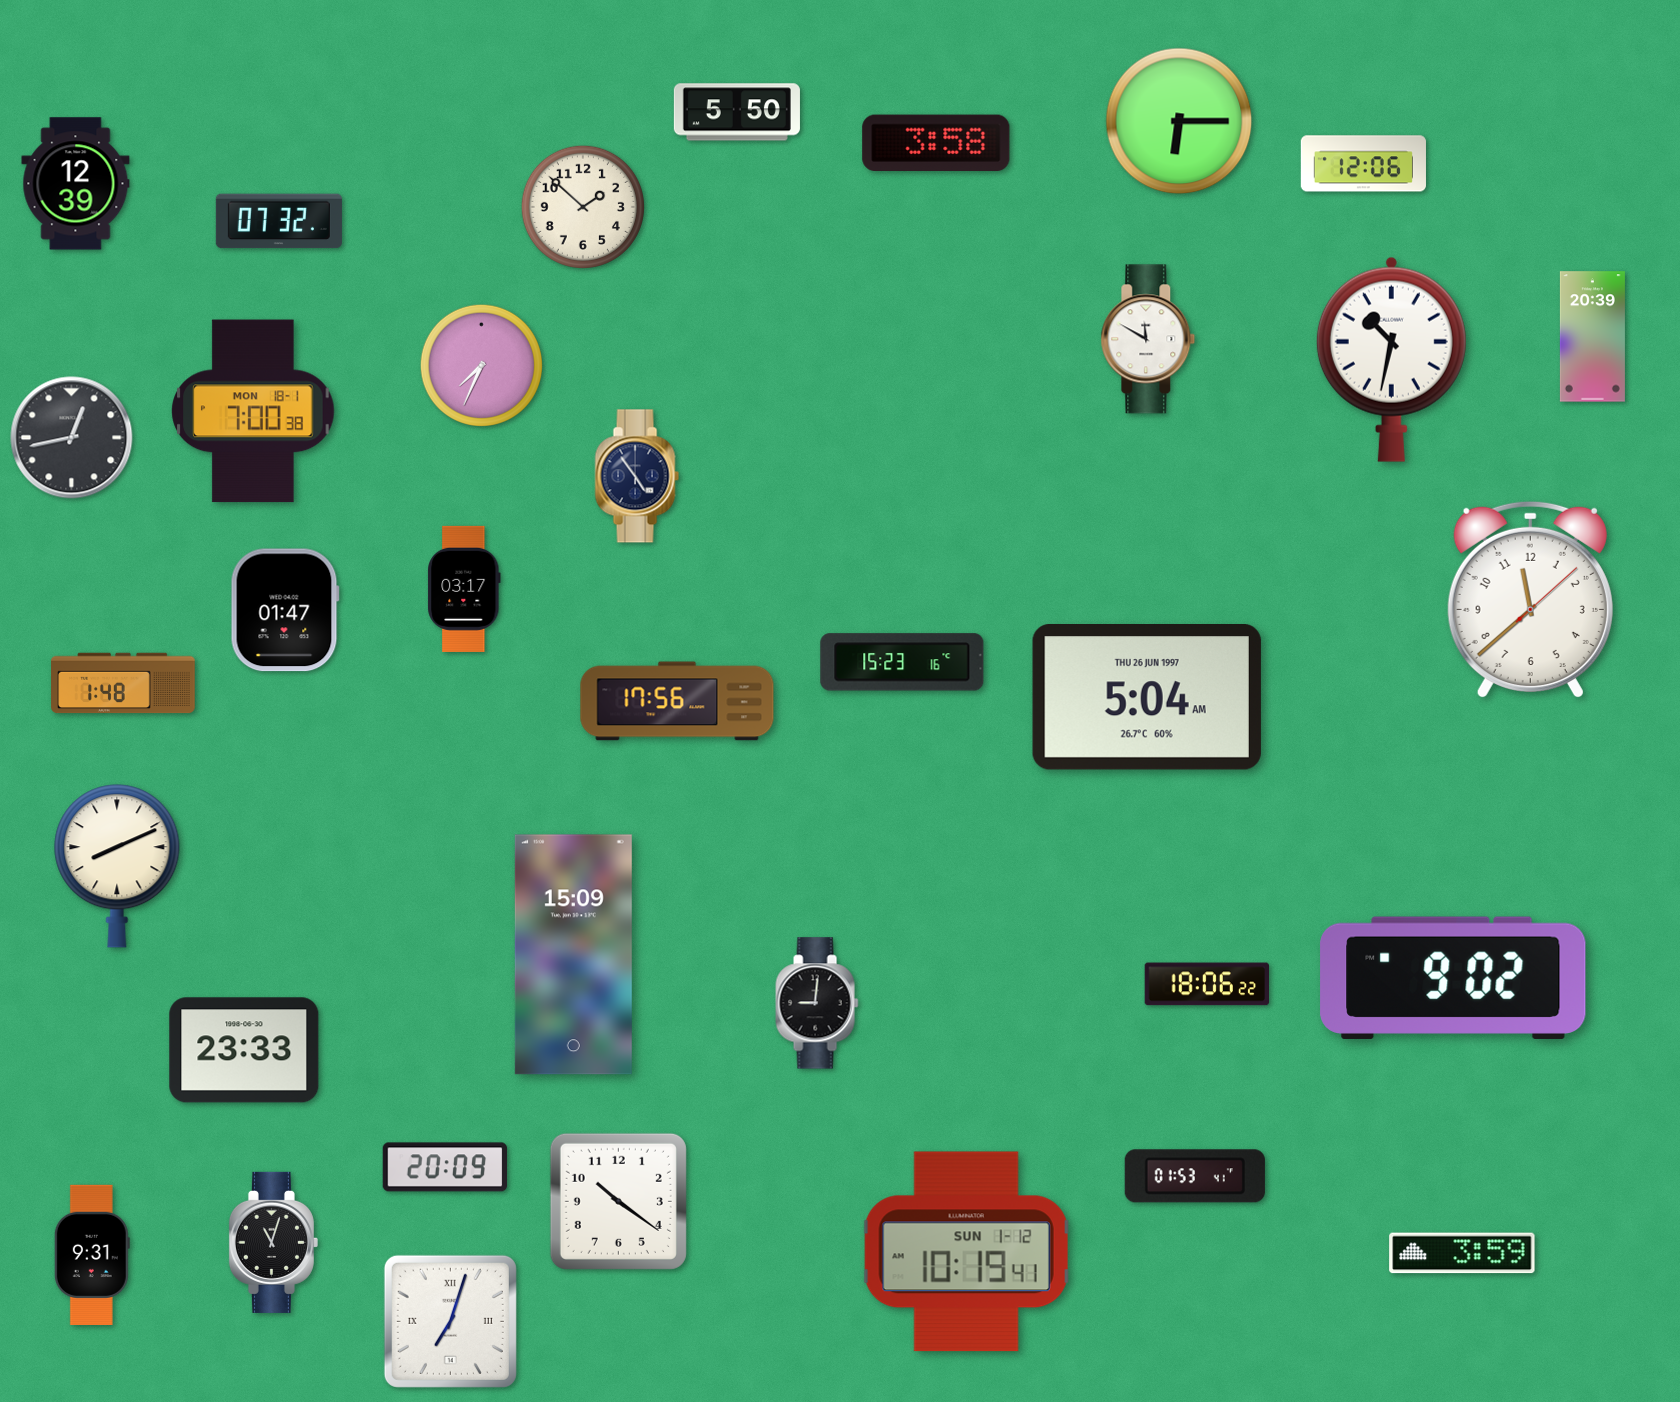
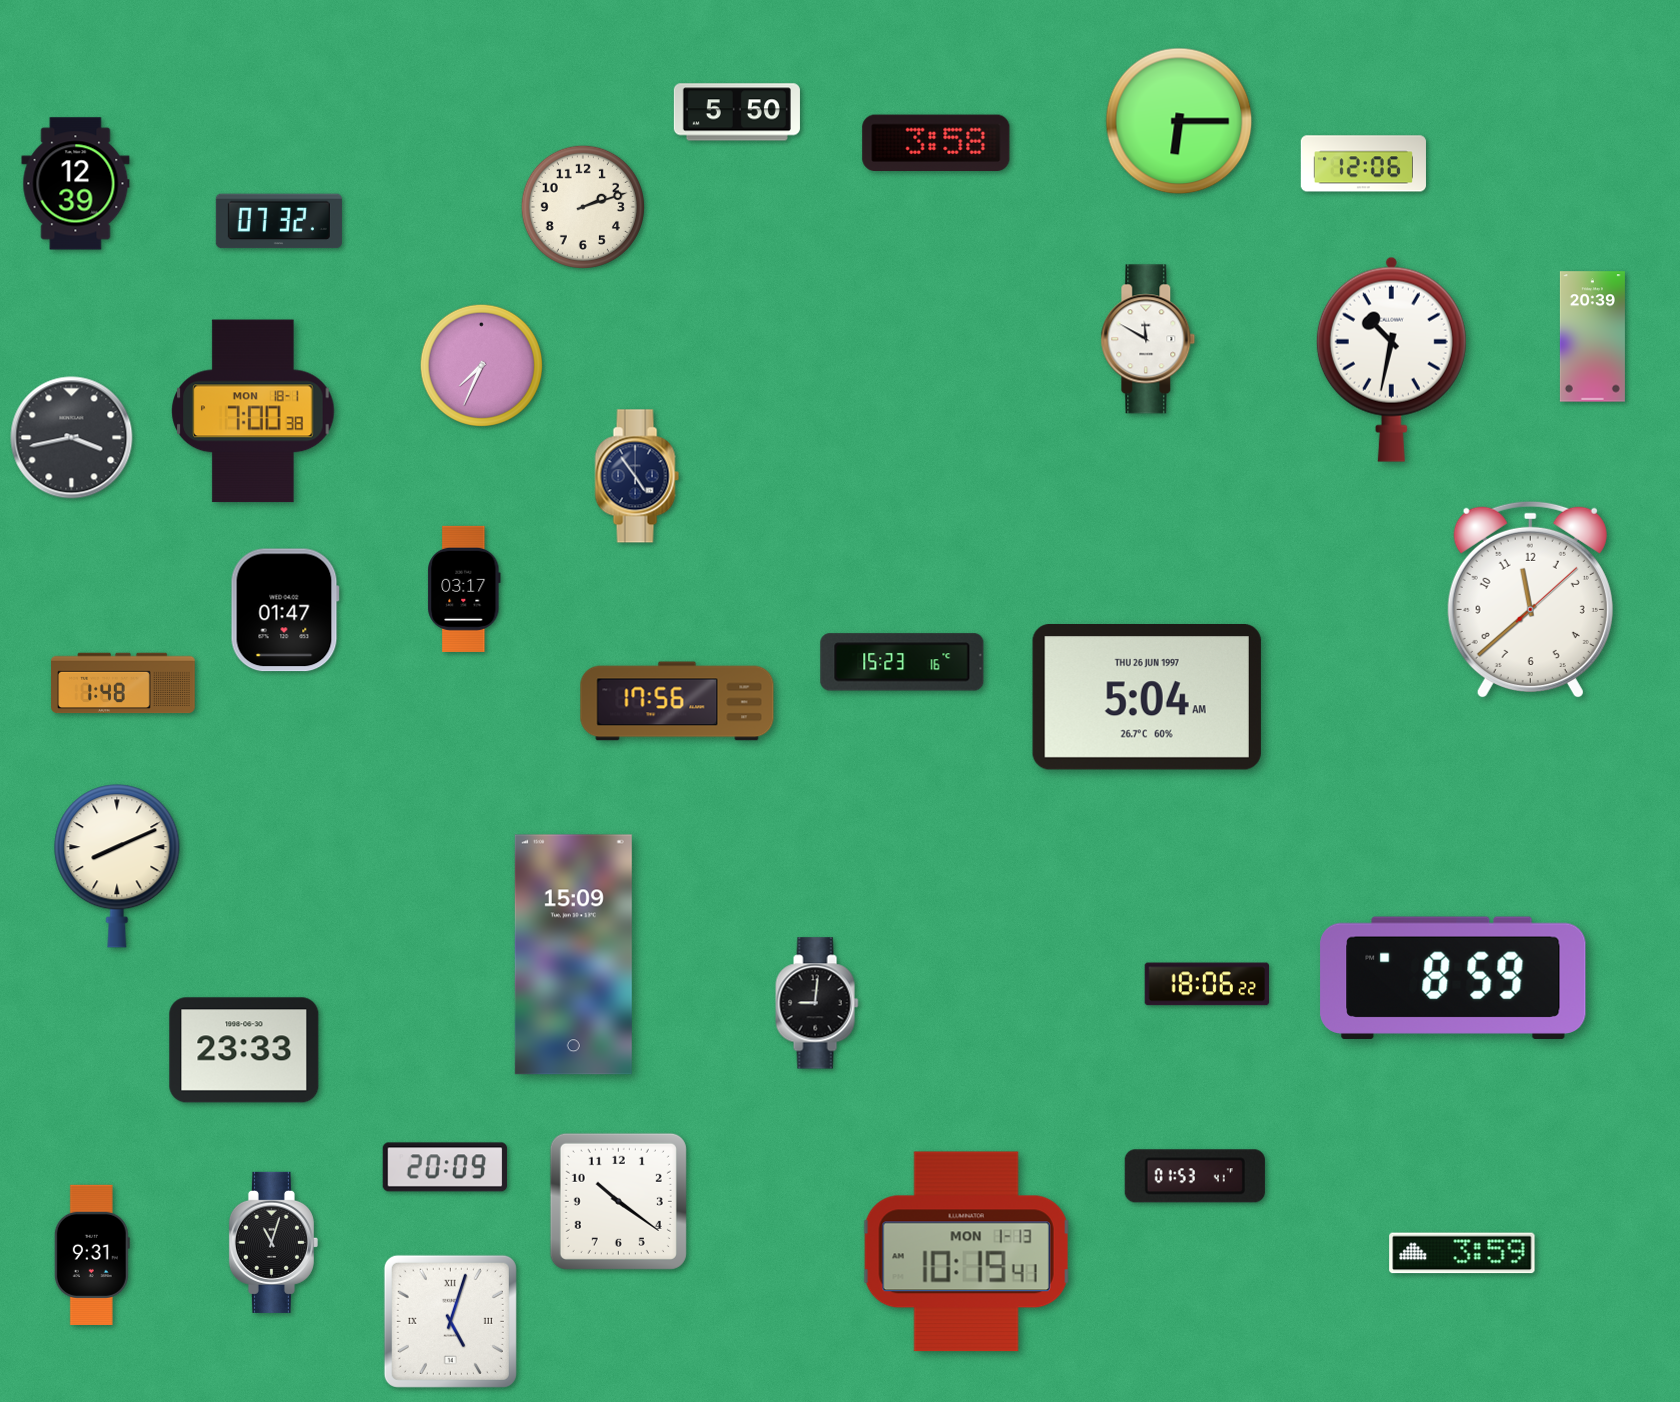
clock at (583, 207): 1:52 -> 2:12
clock at (72, 438): 12:43 -> 3:43
clock at (1453, 978): 9:02 -> 8:59
clock at (966, 1252) date: SUN 1-12 -> MON 1-13
clock at (450, 1321): 7:03 -> 5:03
